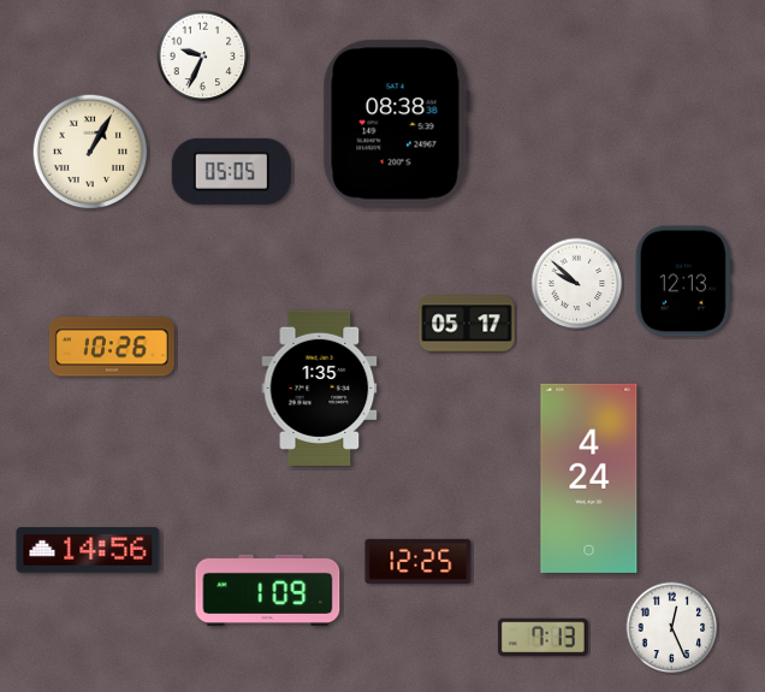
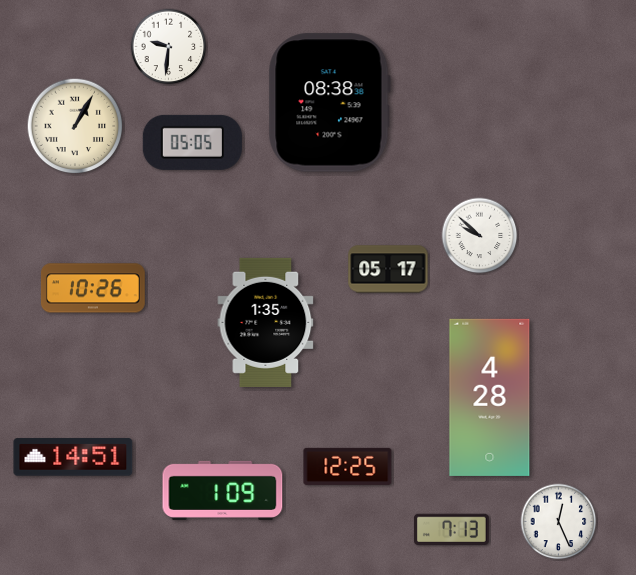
clock at (203, 57): 9:34 -> 9:31
clock at (683, 282): 12:13 -> none
clock at (589, 478): 4:24 -> 4:28
clock at (88, 550): 14:56 -> 14:51
